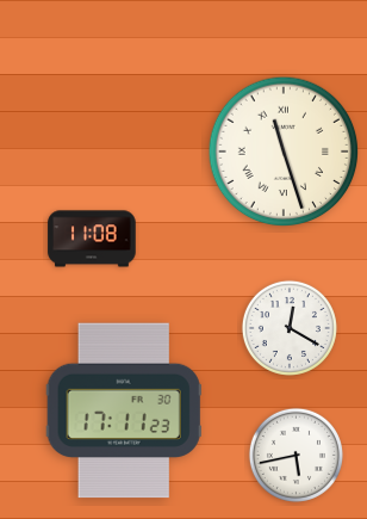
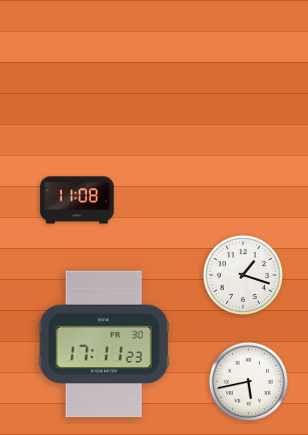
clock at (284, 152): 11:27 -> none
clock at (290, 328): 12:20 -> 1:18
